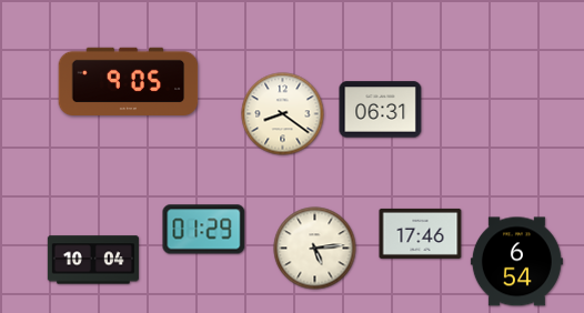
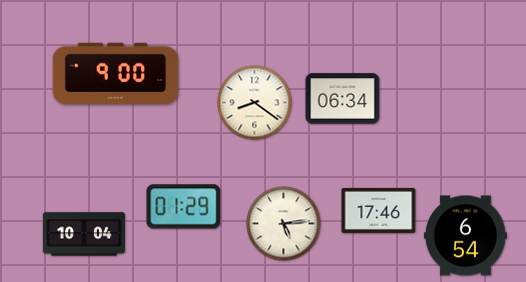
clock at (129, 81): 9:05 -> 9:00
clock at (381, 110): 06:31 -> 06:34
